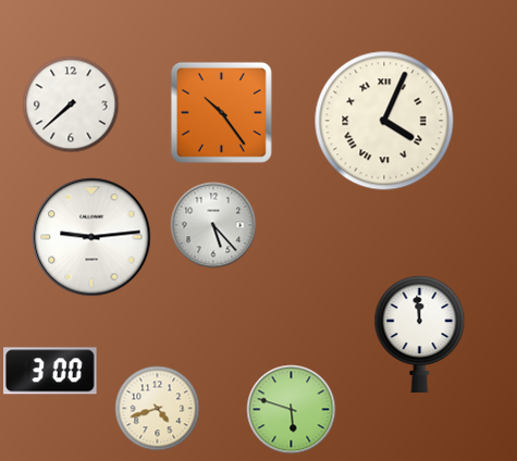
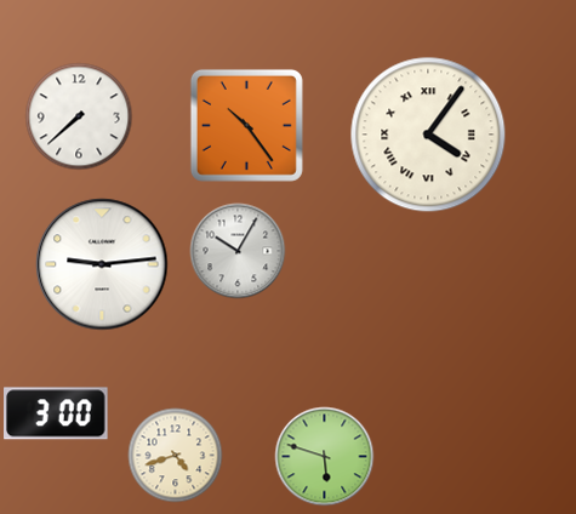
clock at (384, 121): 4:04 -> 4:06
clock at (213, 225): 5:23 -> 10:05
clock at (420, 335): 11:59 -> none
